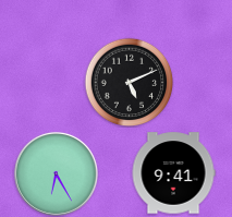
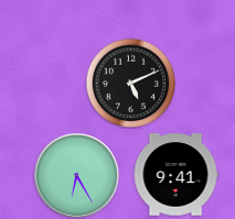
clock at (56, 173) position: (56, 173) -> (76, 175)
